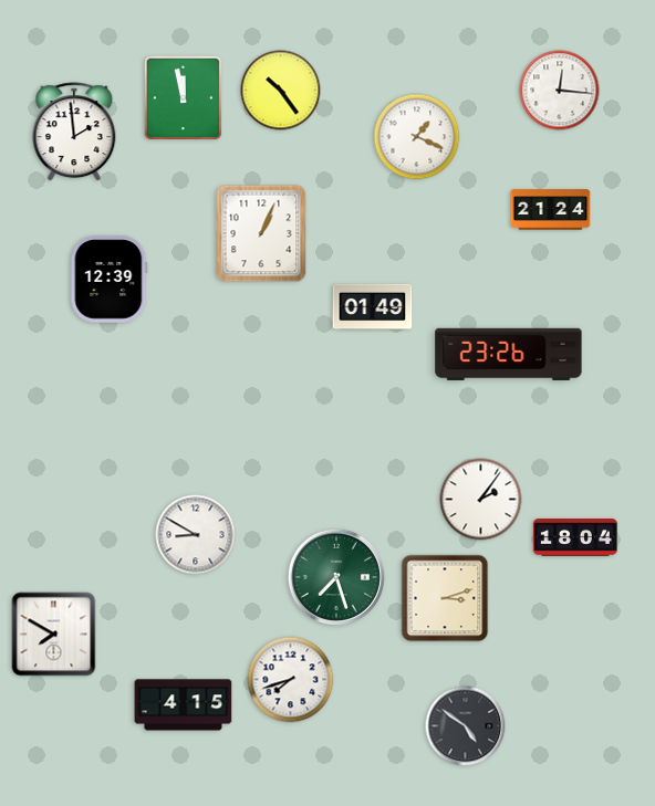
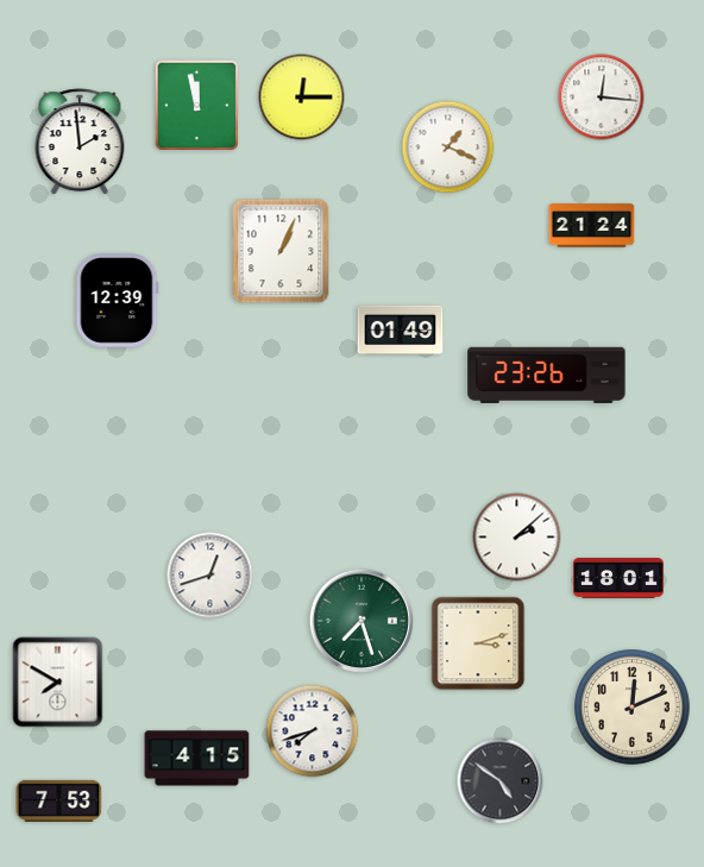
clock at (281, 91): 10:24 -> 12:15
clock at (509, 354) position: (509, 354) -> (547, 375)
clock at (481, 500): 2:06 -> 2:08
clock at (196, 535): 8:50 -> 12:42
clock at (575, 537): 18:04 -> 18:01
clock at (633, 708): none -> 12:11
clock at (59, 800): none -> 7:53
